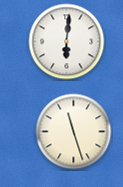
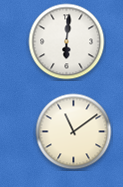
clock at (74, 132): 11:27 -> 11:09
